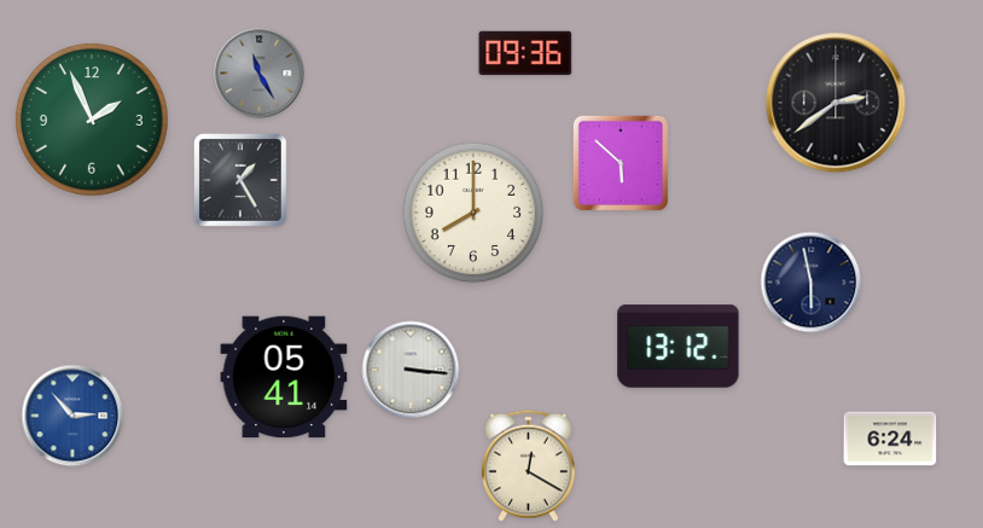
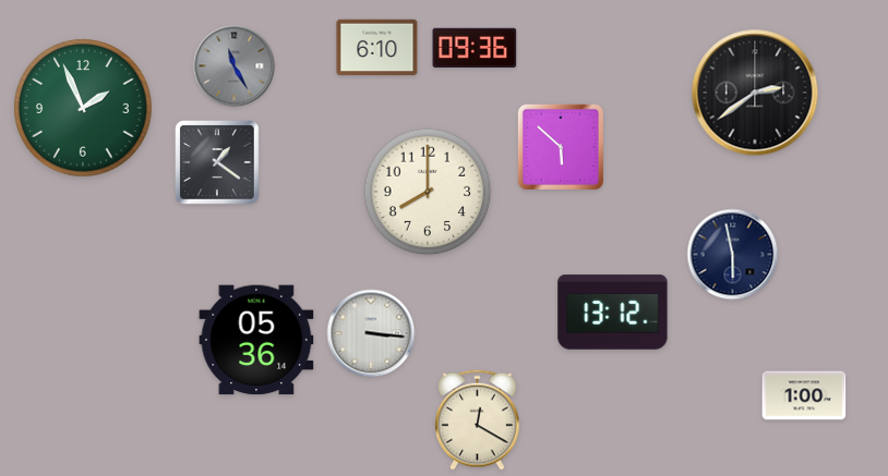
clock at (377, 48): none -> 6:10
clock at (242, 181): 1:25 -> 1:21
clock at (284, 377): 05:41 -> 05:36
clock at (72, 416): 2:53 -> none
clock at (890, 439): 6:24 -> 1:00
